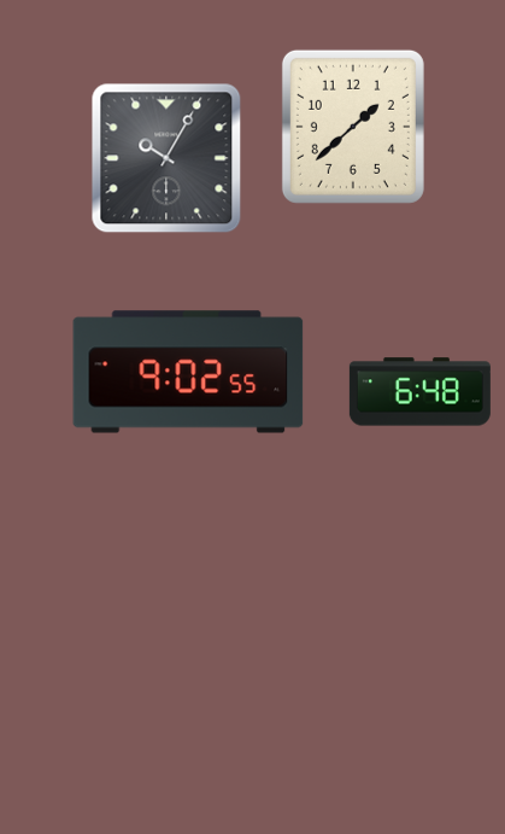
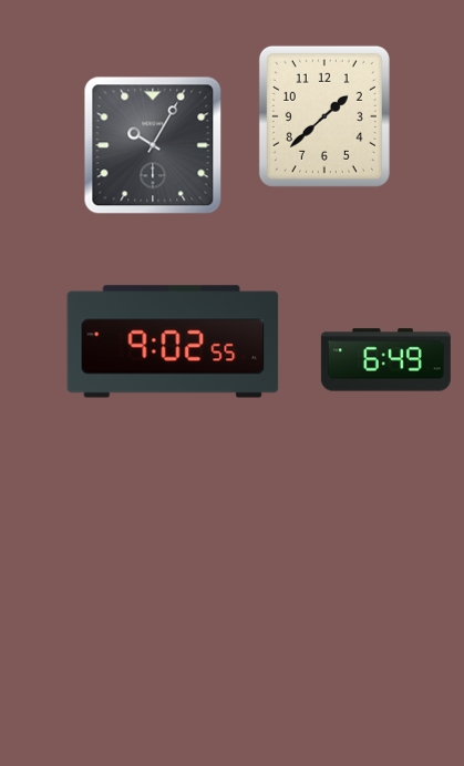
clock at (419, 392): 6:48 -> 6:49
